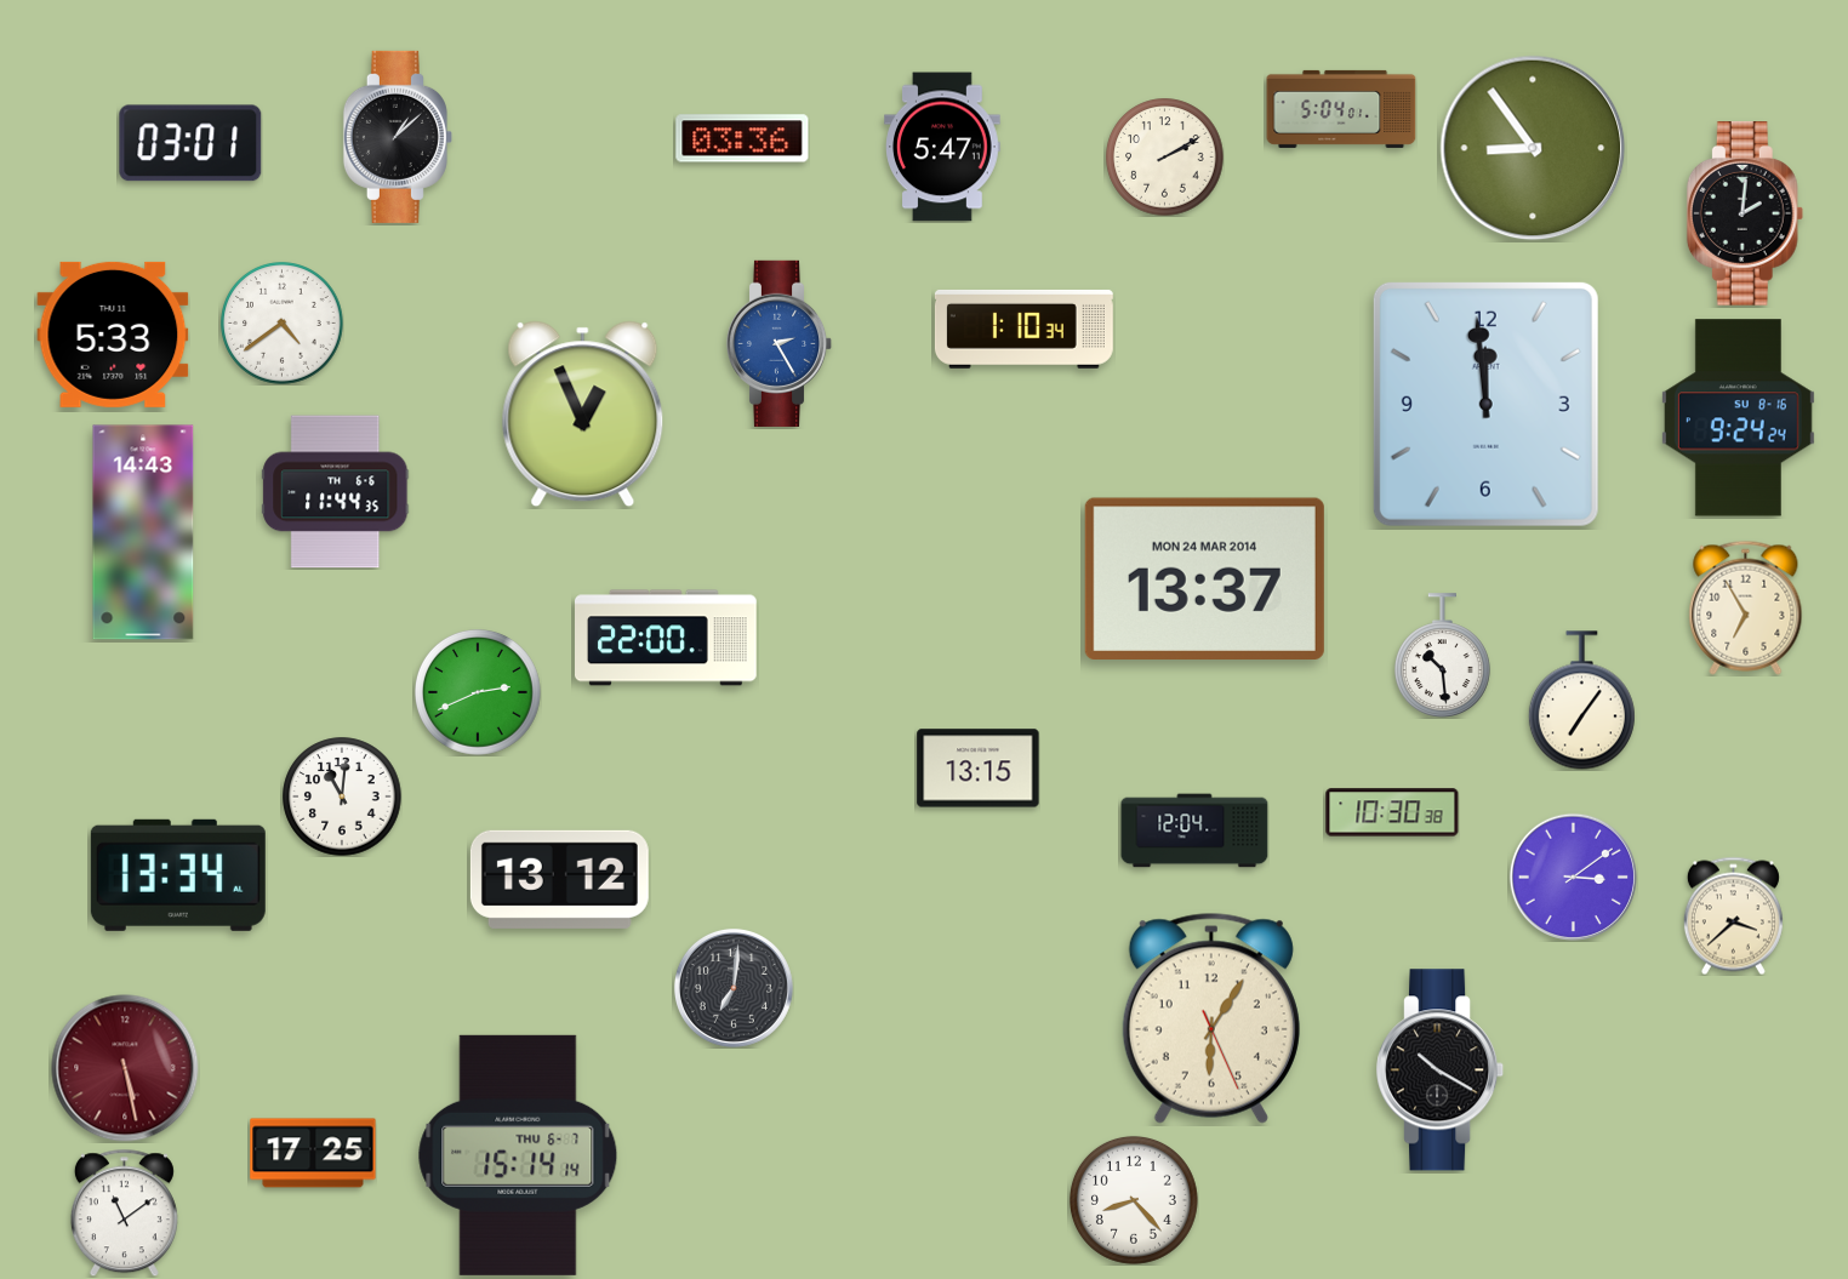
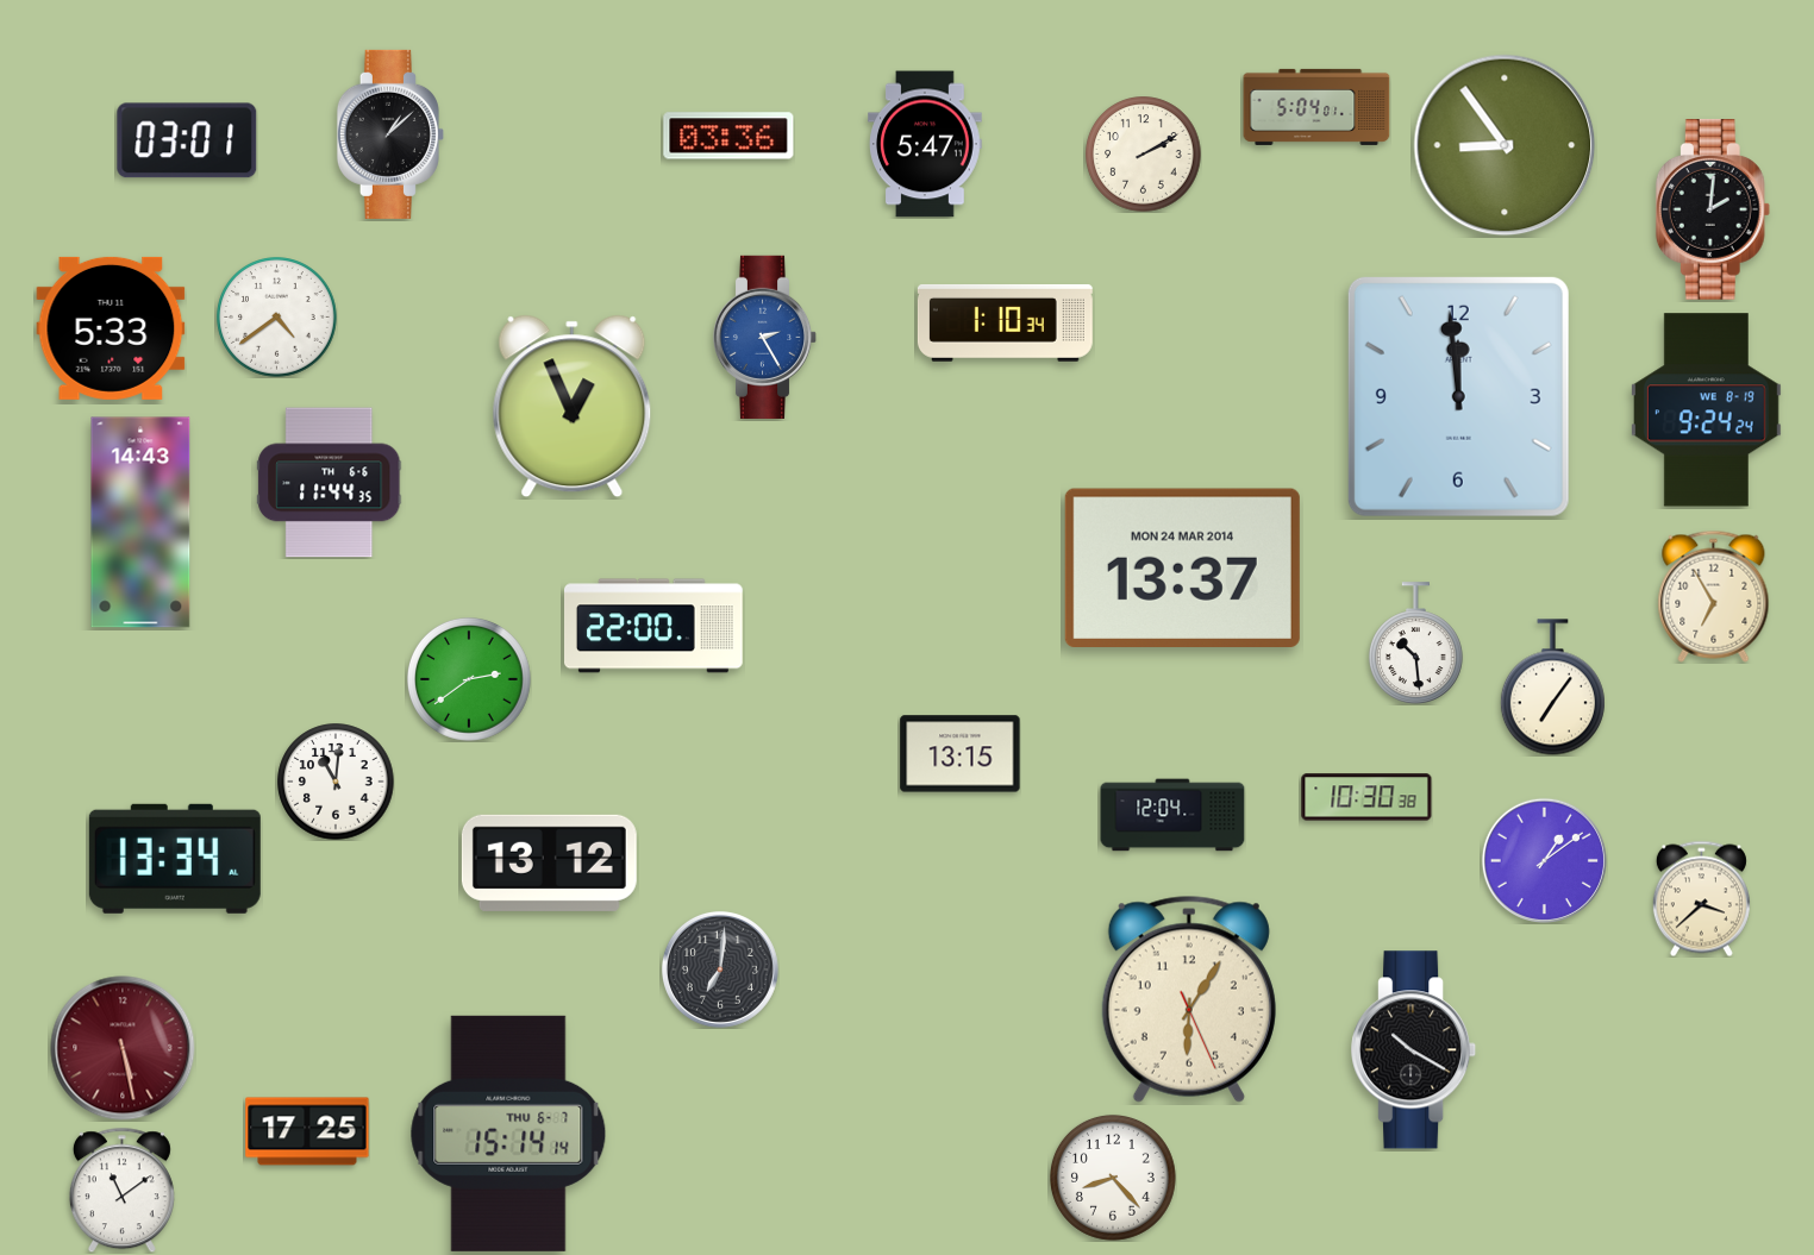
clock at (1738, 418) date: SU 8-16 -> WE 8-19
clock at (479, 693): 2:41 -> 2:39
clock at (1573, 877): 3:09 -> 1:09
